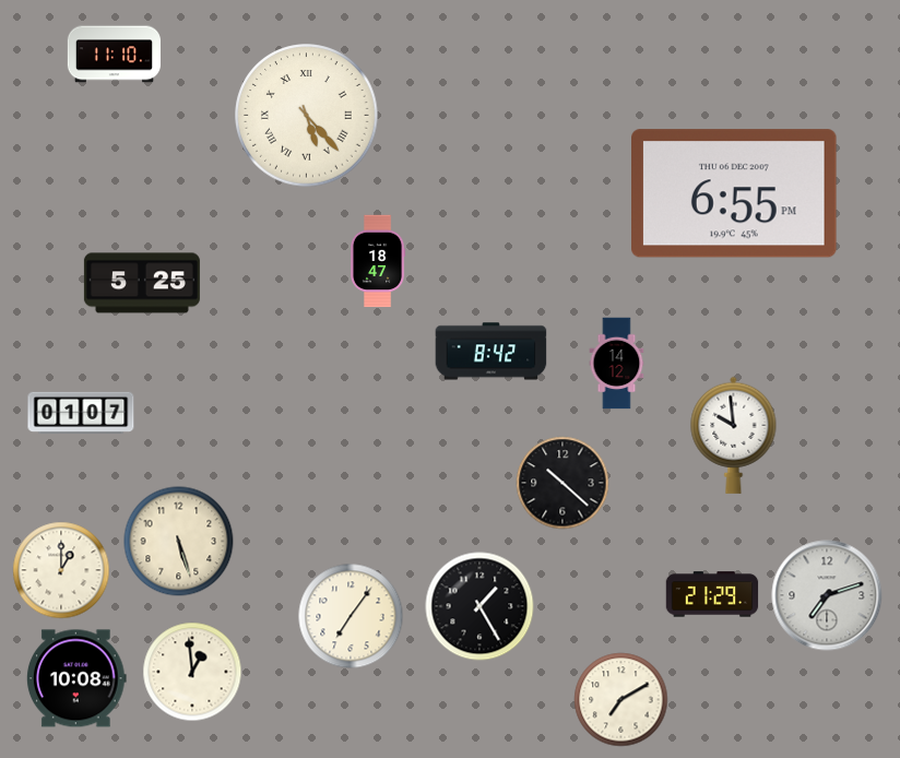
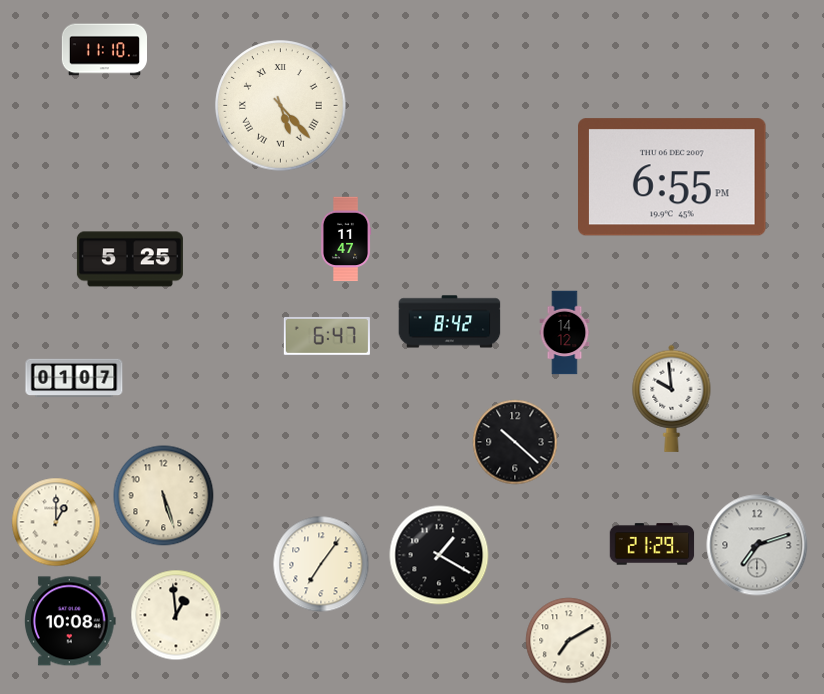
clock at (378, 261): 18:47 -> 11:47
clock at (327, 336): none -> 6:47
clock at (479, 606): 1:25 -> 1:20
